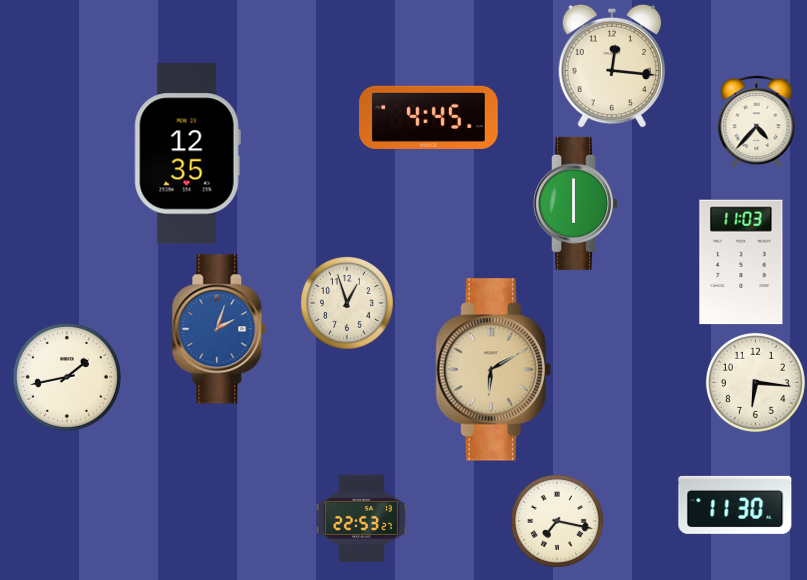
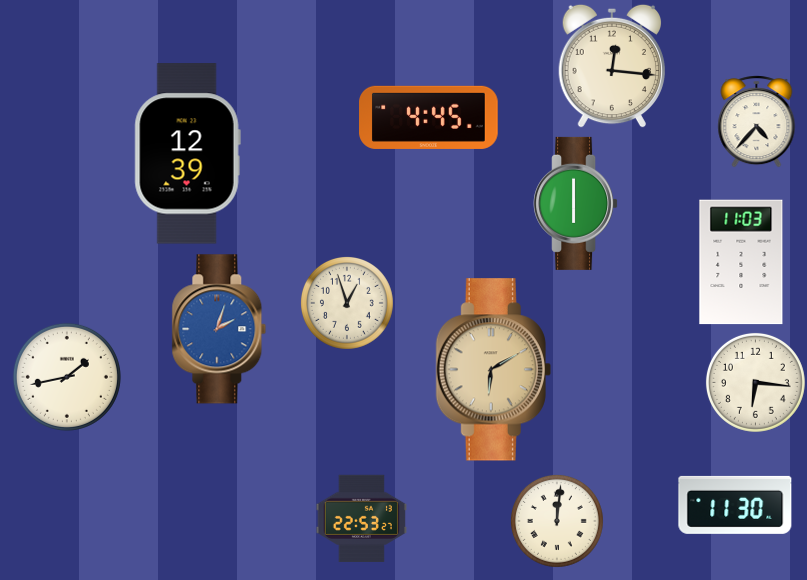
clock at (187, 154): 12:35 -> 12:39
clock at (557, 521): 7:17 -> 12:01
